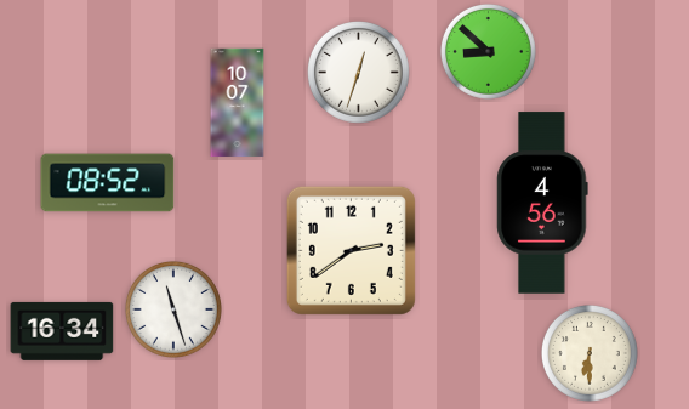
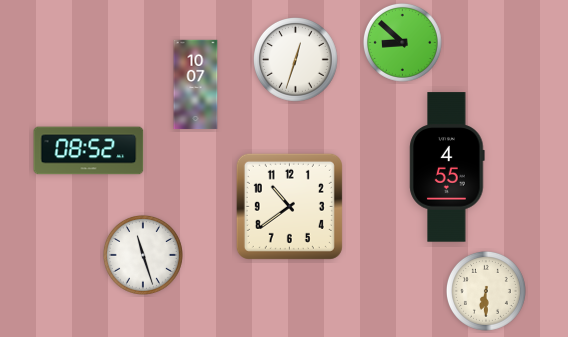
clock at (542, 203): 4:56 -> 4:55
clock at (351, 250): 2:39 -> 10:39
clock at (62, 331): 16:34 -> none
